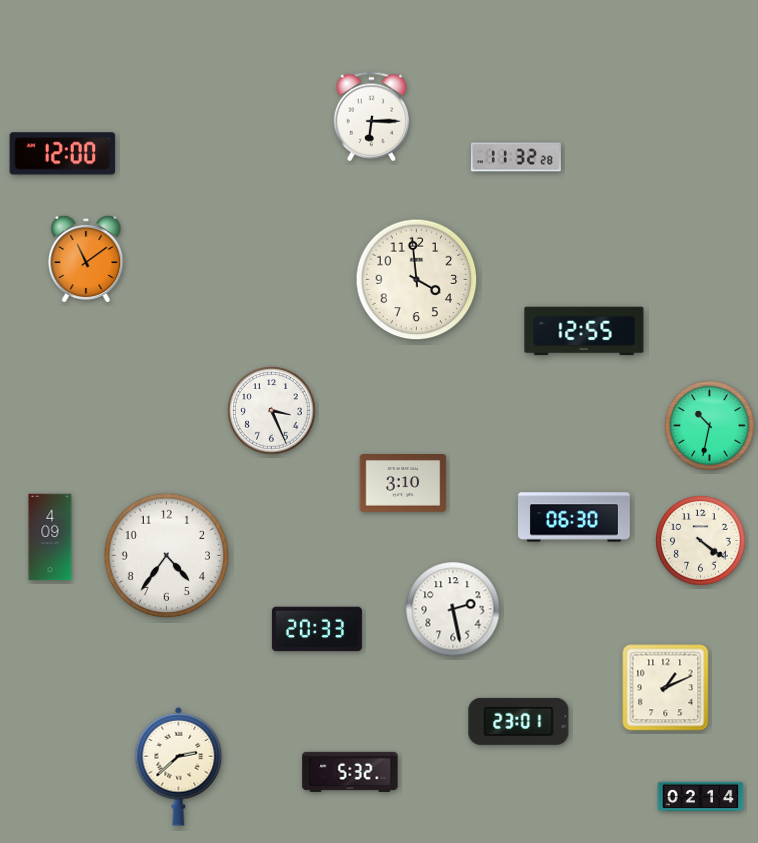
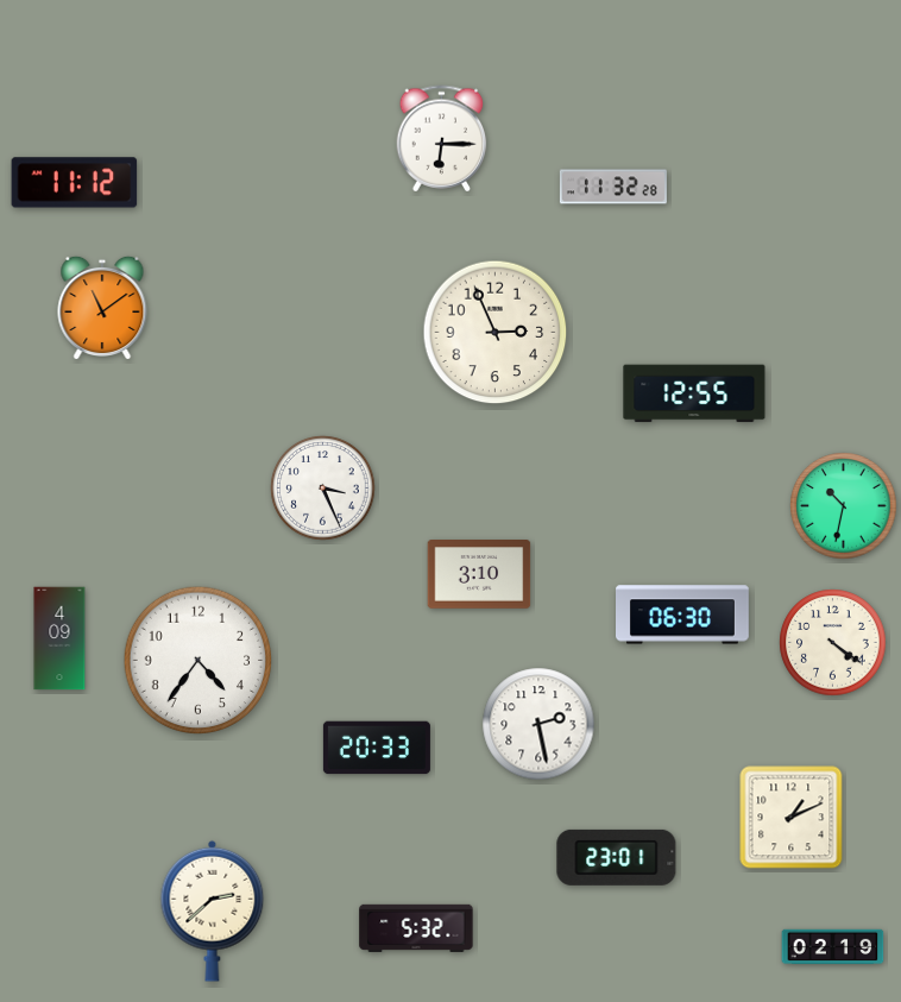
clock at (63, 154): 12:00 -> 11:12
clock at (417, 280): 3:59 -> 2:56
clock at (350, 772) position: (350, 772) -> (416, 928)
clock at (701, 797): 02:14 -> 02:19
